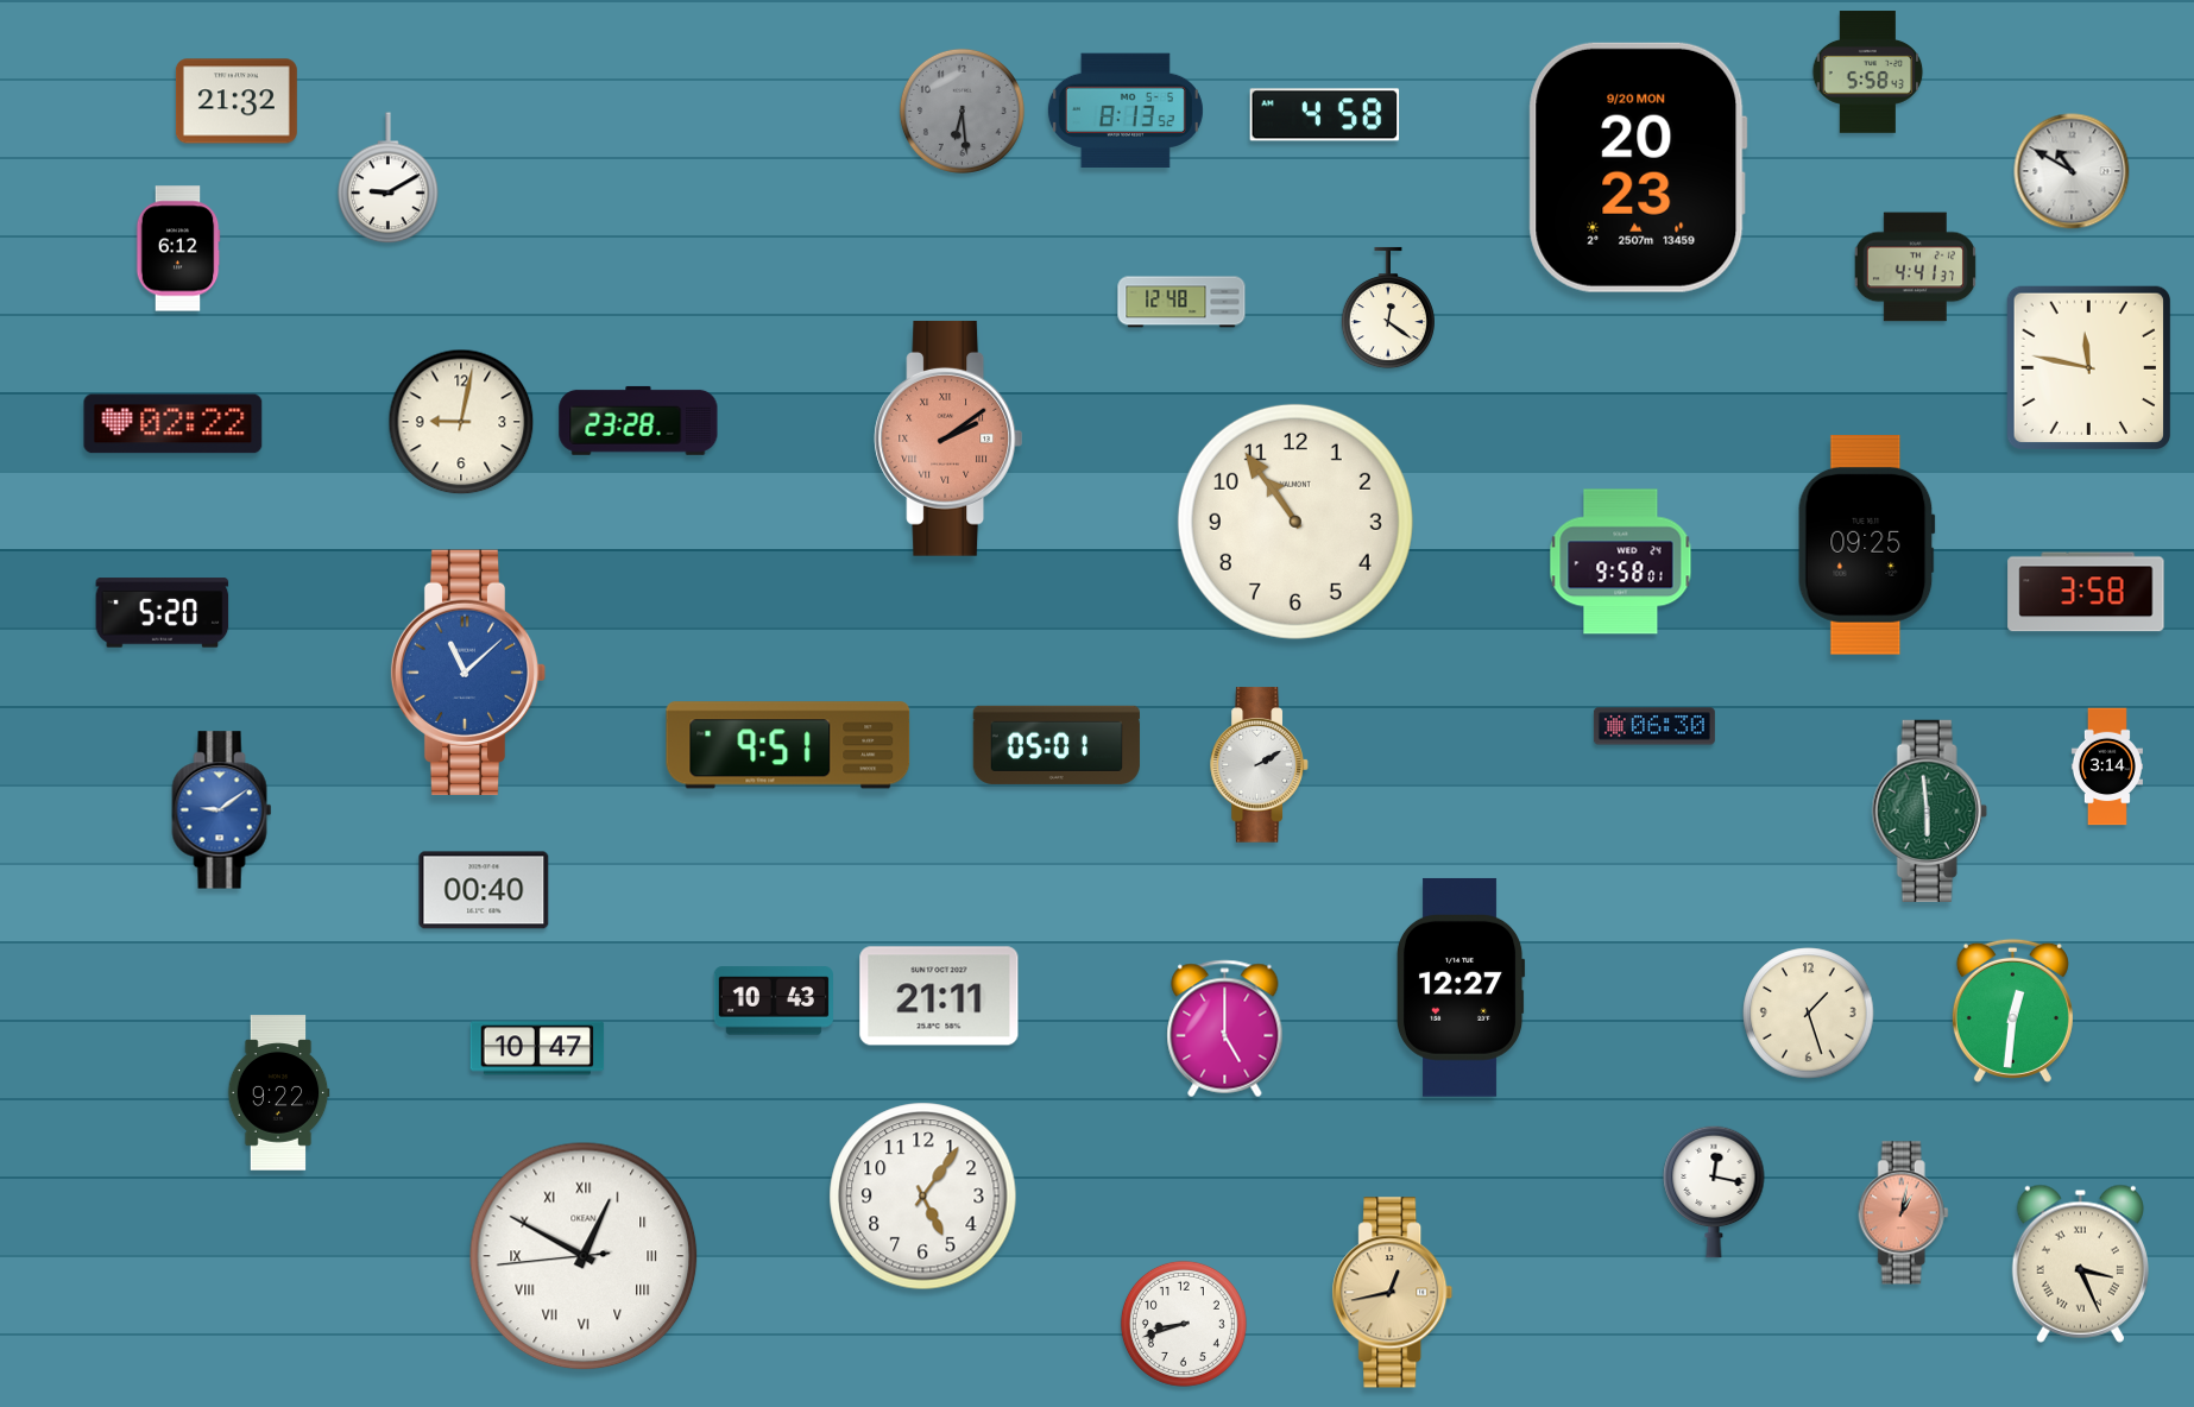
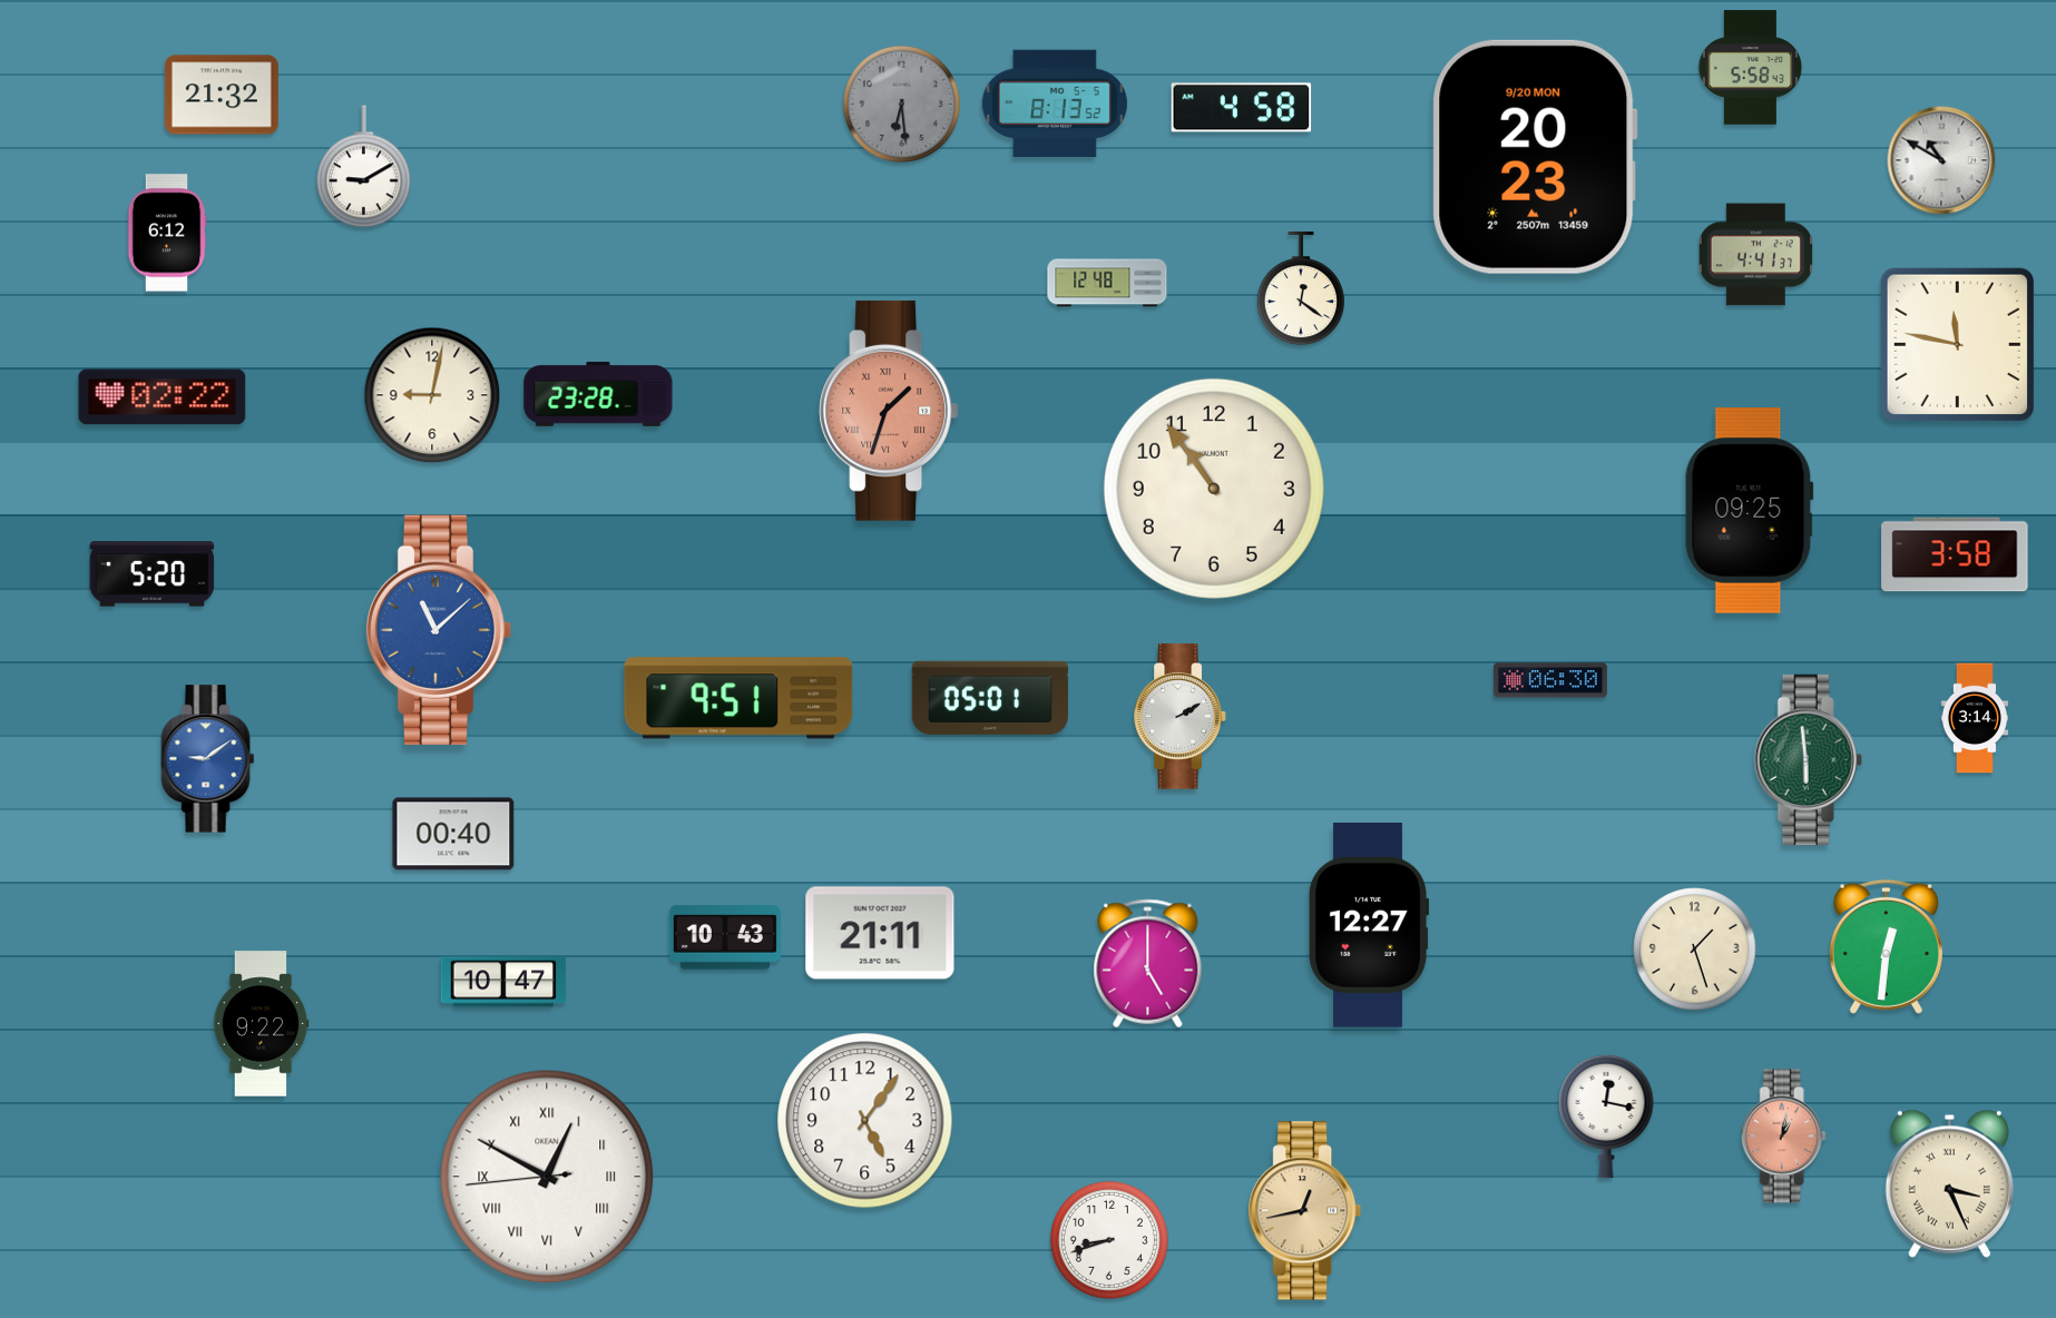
clock at (1915, 267) position: (1915, 267) -> (1755, 255)
clock at (947, 438): 2:09 -> 1:33
clock at (1621, 562): 9:58 -> none
